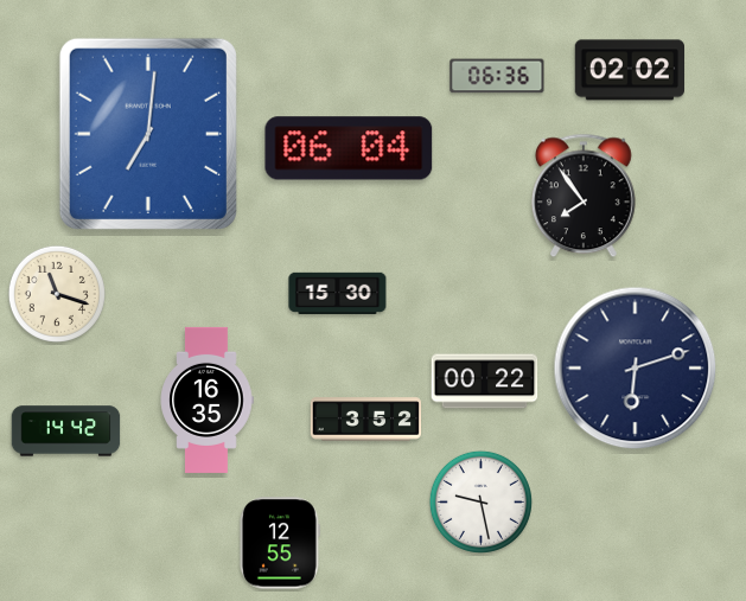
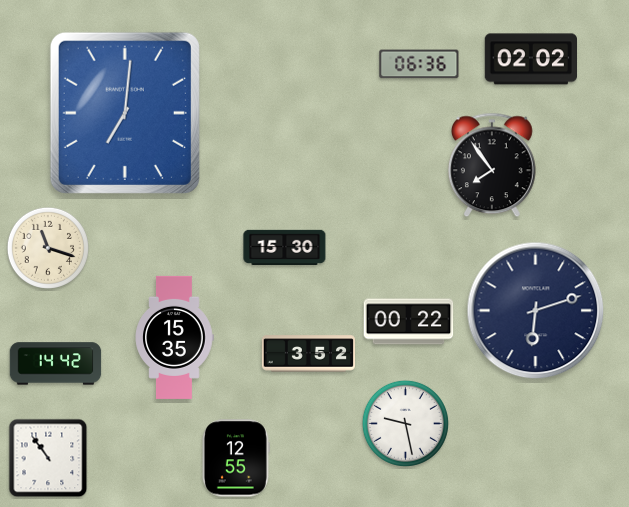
clock at (349, 148): 06:04 -> none
clock at (206, 399): 16:35 -> 15:35
clock at (48, 458): none -> 10:54
